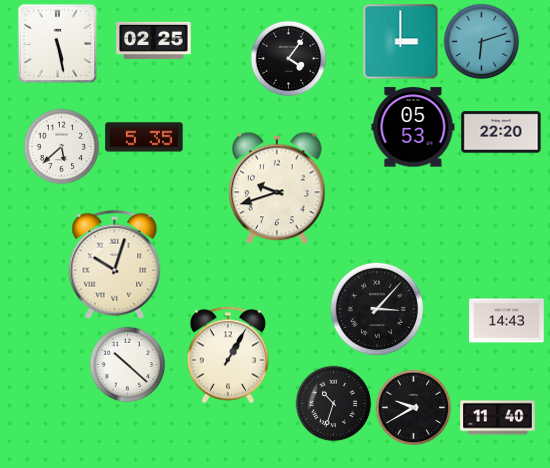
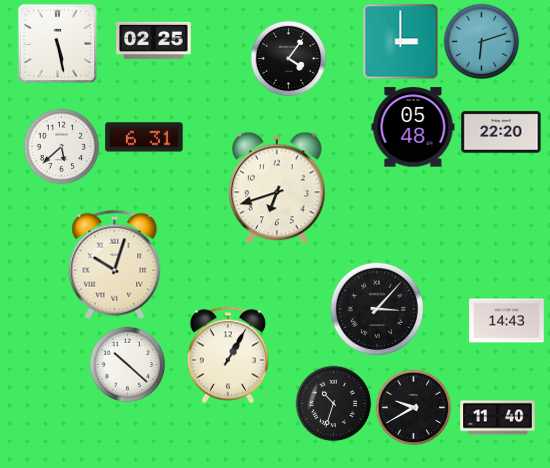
clock at (413, 127): 05:53 -> 05:48
clock at (144, 137): 5:35 -> 6:31
clock at (277, 188): 9:42 -> 6:42
